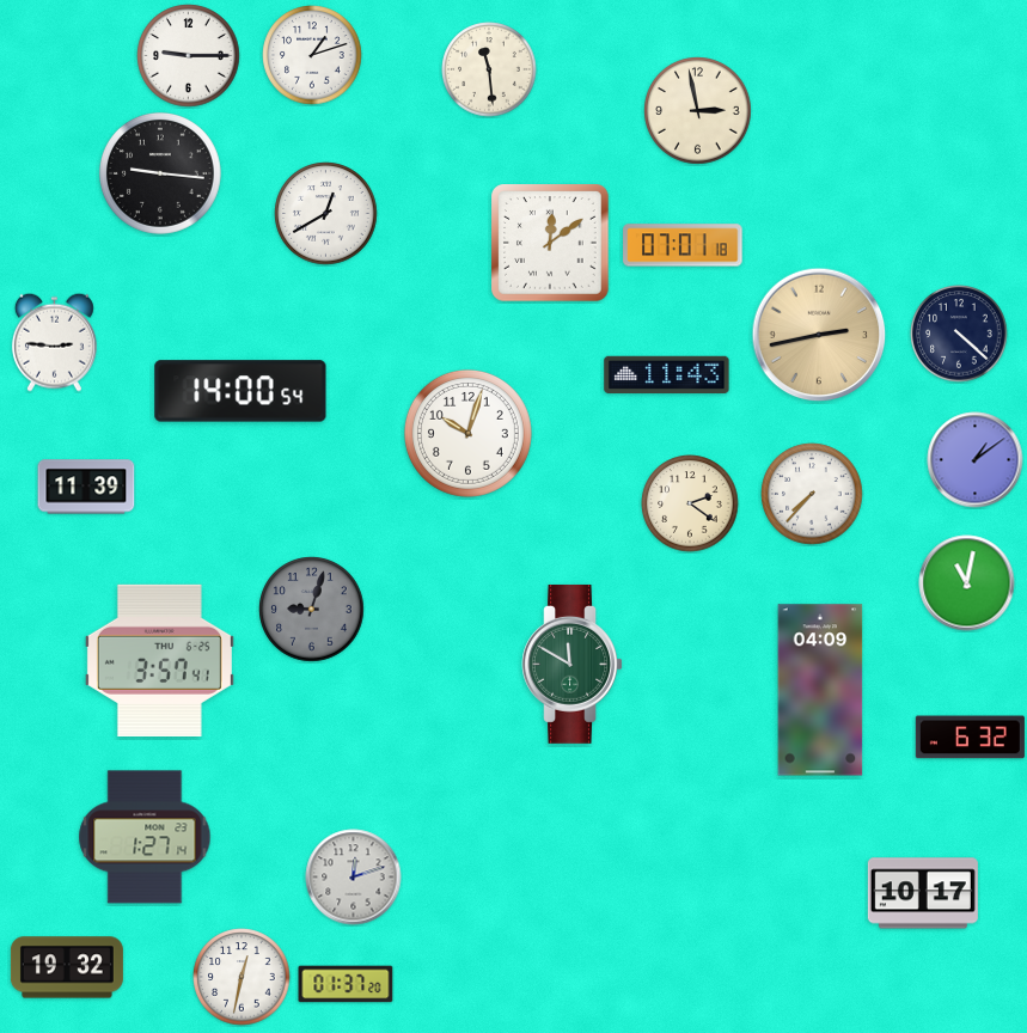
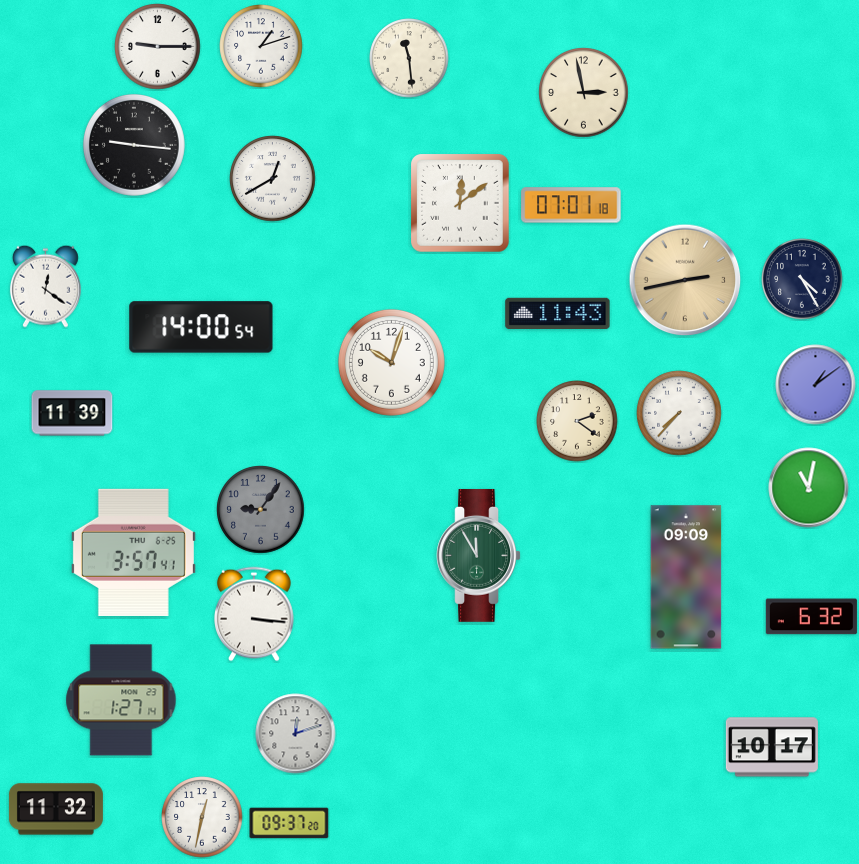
clock at (959, 334): 4:22 -> 4:25
clock at (54, 342): 2:46 -> 12:21
clock at (86, 487) position: (86, 487) -> (72, 413)
clock at (312, 610): 9:03 -> 9:06
clock at (571, 664): 11:50 -> 11:55
clock at (820, 690): 04:09 -> 09:09
clock at (255, 614): none -> 3:16
clock at (67, 967): 19:32 -> 11:32
clock at (346, 984): 01:37 -> 09:37
